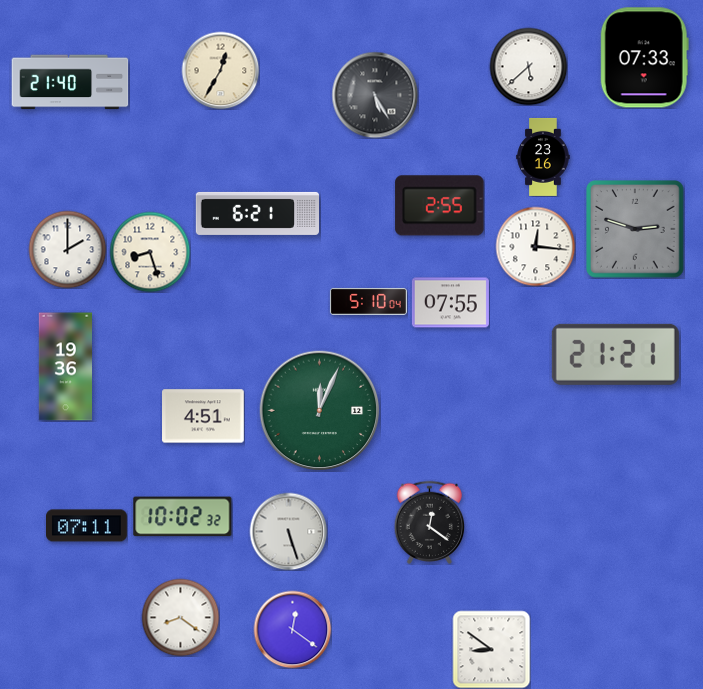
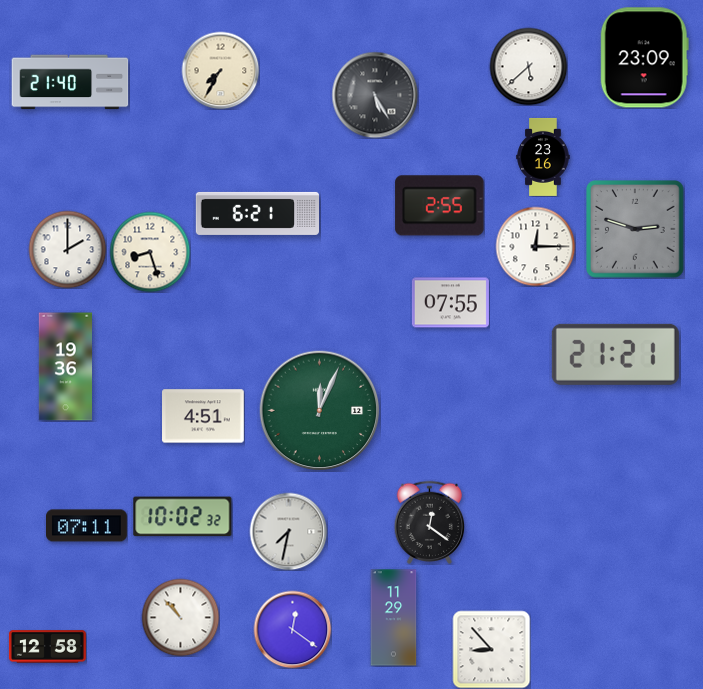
clock at (644, 58): 07:33 -> 23:09
clock at (220, 70): 12:35 -> 7:35
clock at (535, 246): 12:16 -> 12:15
clock at (368, 301): 5:10 -> none
clock at (288, 531): 5:27 -> 7:32
clock at (180, 617): 8:21 -> 10:53
clock at (394, 618): none -> 11:29
clock at (47, 647): none -> 12:58
clock at (491, 649): 8:51 -> 8:53
